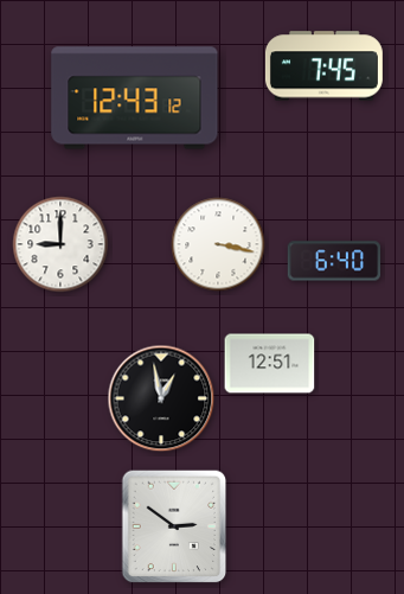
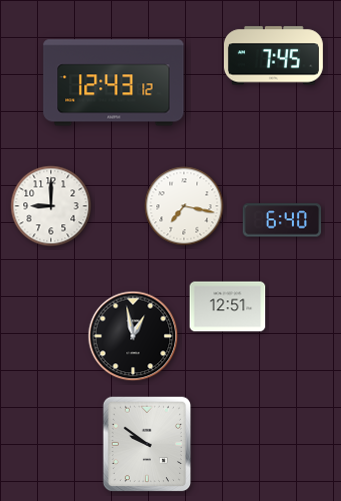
clock at (218, 244): 3:17 -> 7:17
clock at (161, 398) position: (161, 398) -> (133, 336)
clock at (174, 526): 2:51 -> 9:51
